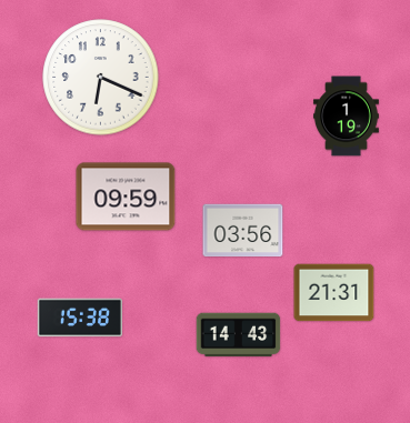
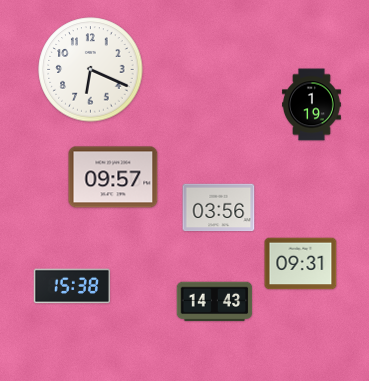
clock at (126, 197): 09:59 -> 09:57
clock at (334, 293): 21:31 -> 09:31
